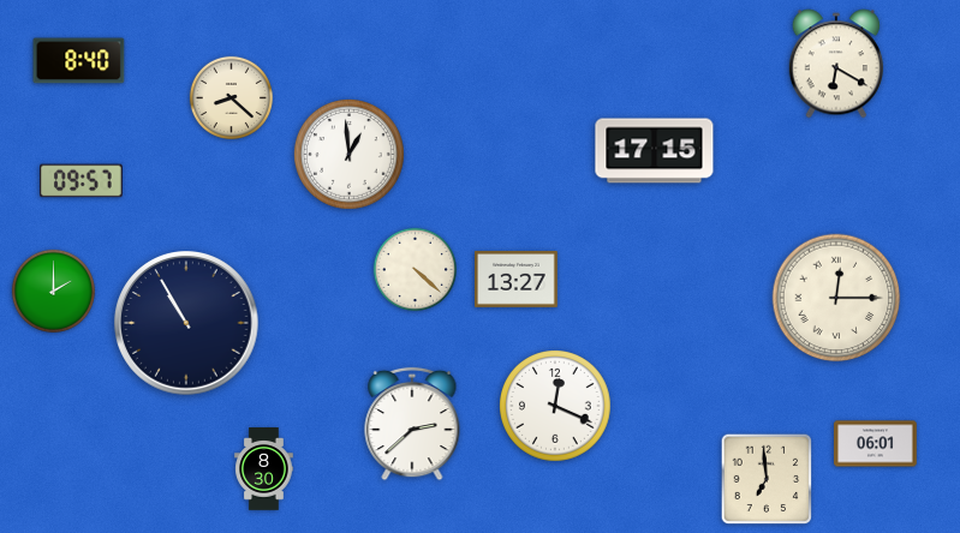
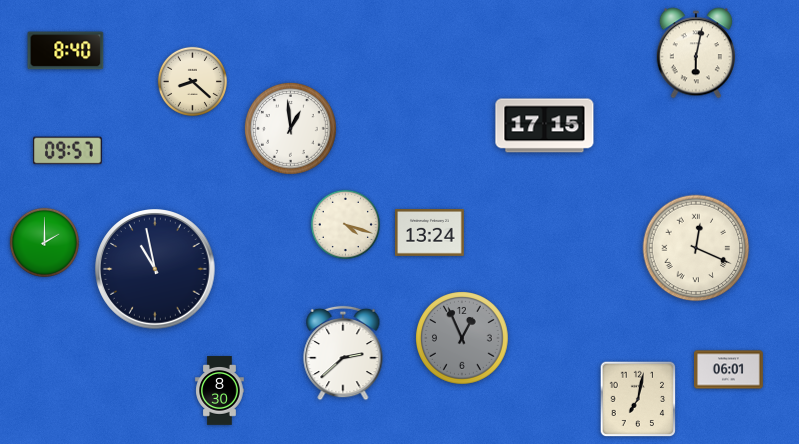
clock at (836, 64): 6:20 -> 6:02
clock at (415, 269): 4:22 -> 4:18
clock at (517, 279): 13:27 -> 13:24
clock at (836, 298): 12:15 -> 12:19
clock at (187, 324): 10:55 -> 10:58
clock at (555, 406): 12:19 -> 12:56
clock at (555, 406) dial: white -> grey
clock at (767, 479): 6:59 -> 7:02
